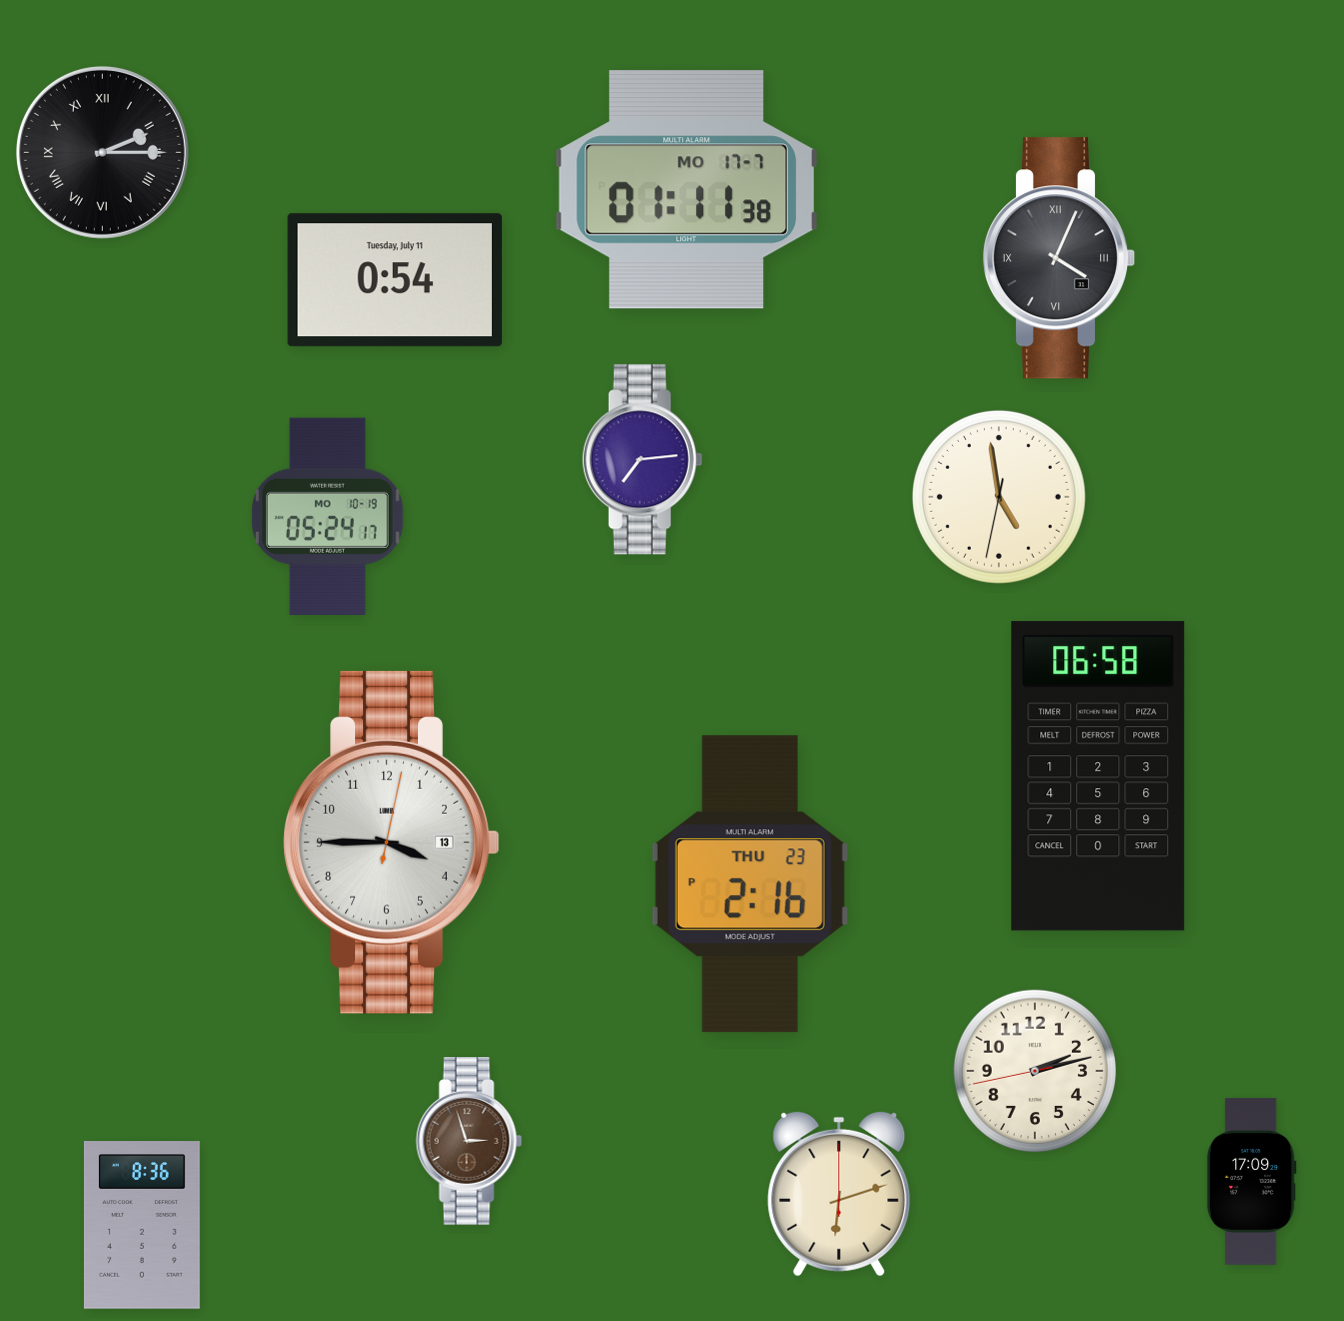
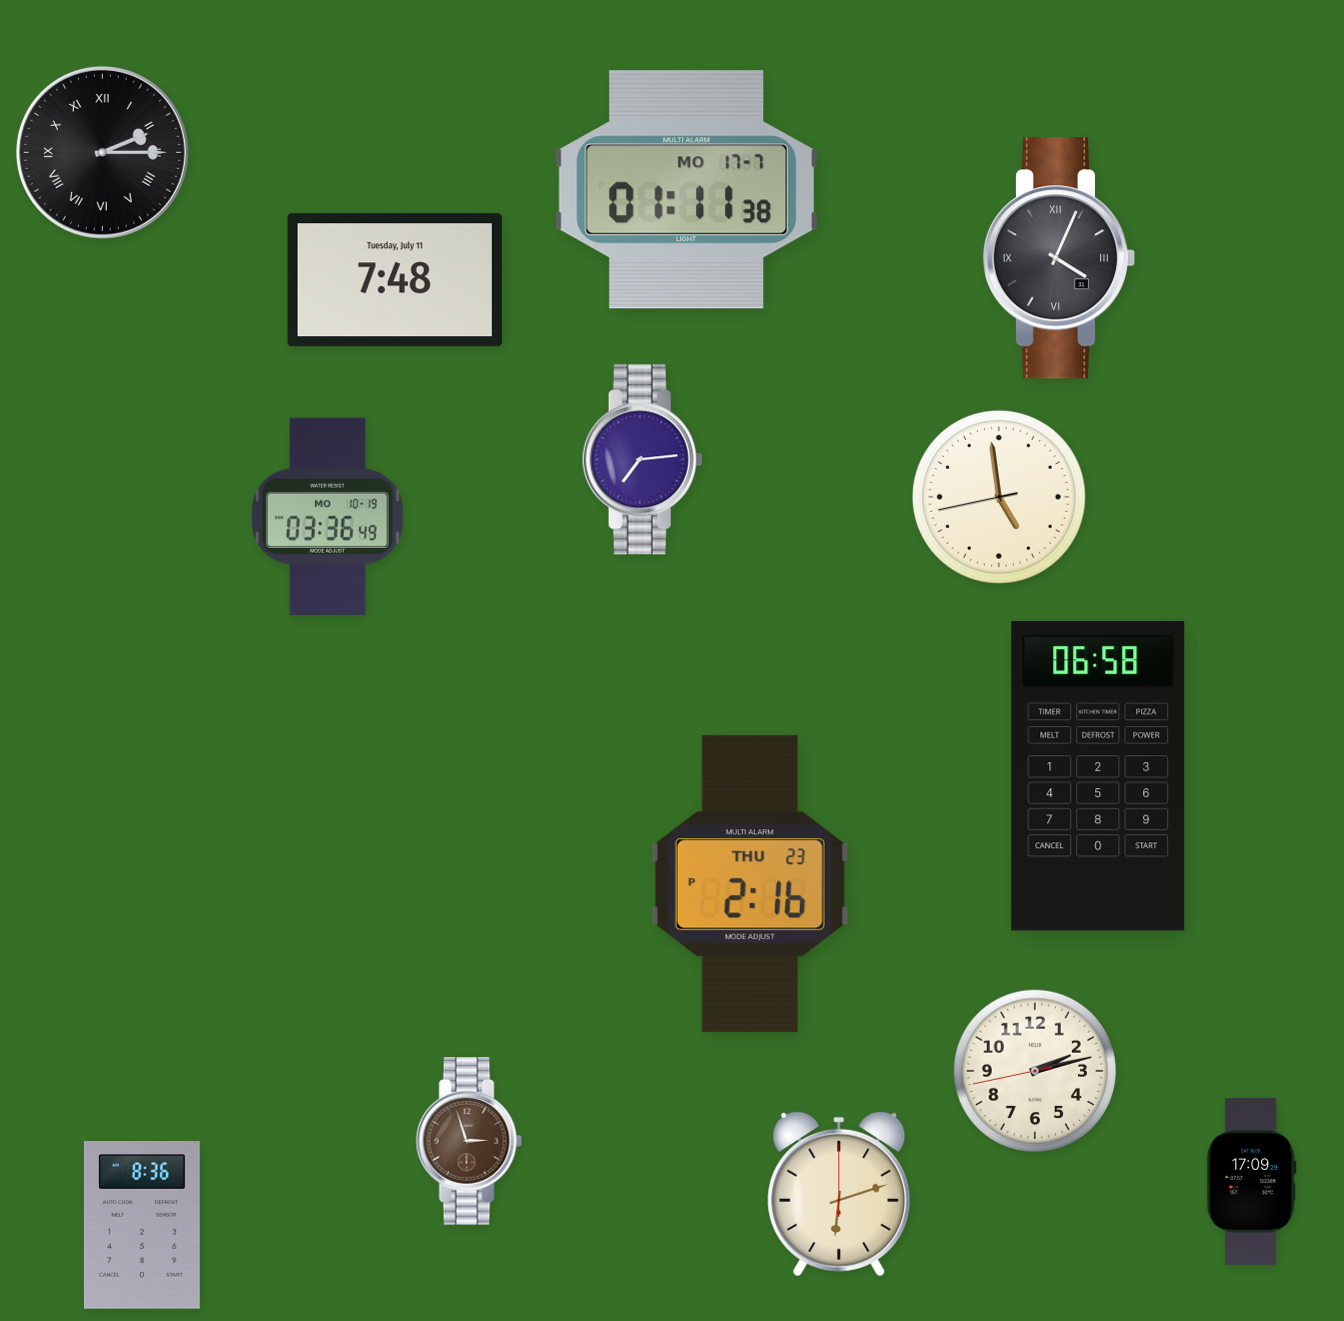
clock at (395, 280): 0:54 -> 7:48
clock at (999, 497): 4:58:32 -> 4:58:43
clock at (327, 516): 05:24 -> 03:36
clock at (392, 842): 3:45 -> none
